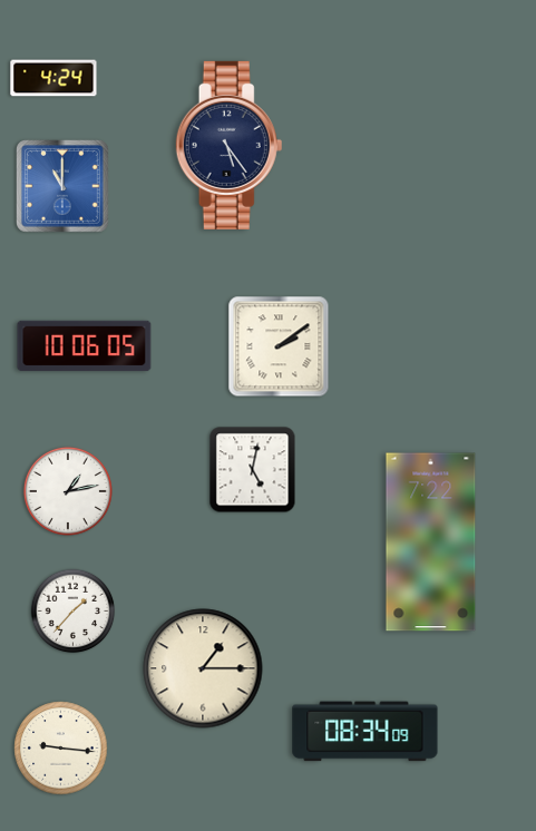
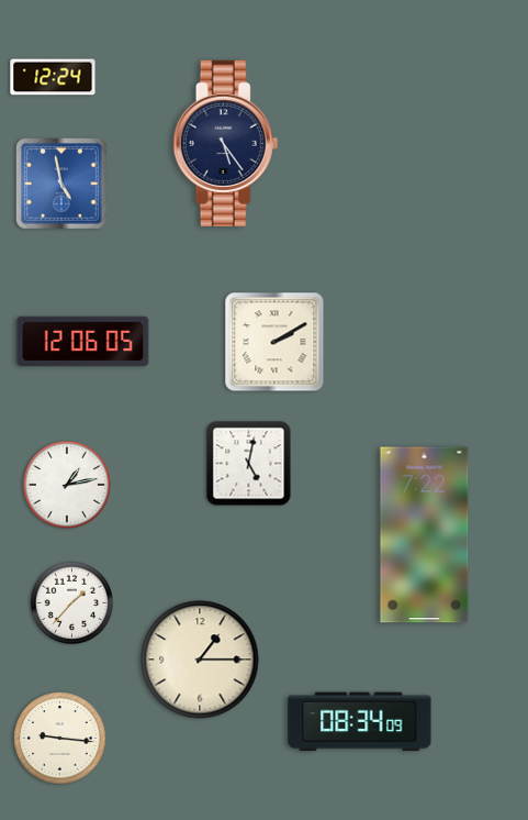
clock at (53, 78): 4:24 -> 12:24
clock at (64, 187): 11:00 -> 4:58
clock at (85, 346): 10:06 -> 12:06
clock at (279, 346): 2:09 -> 2:10
